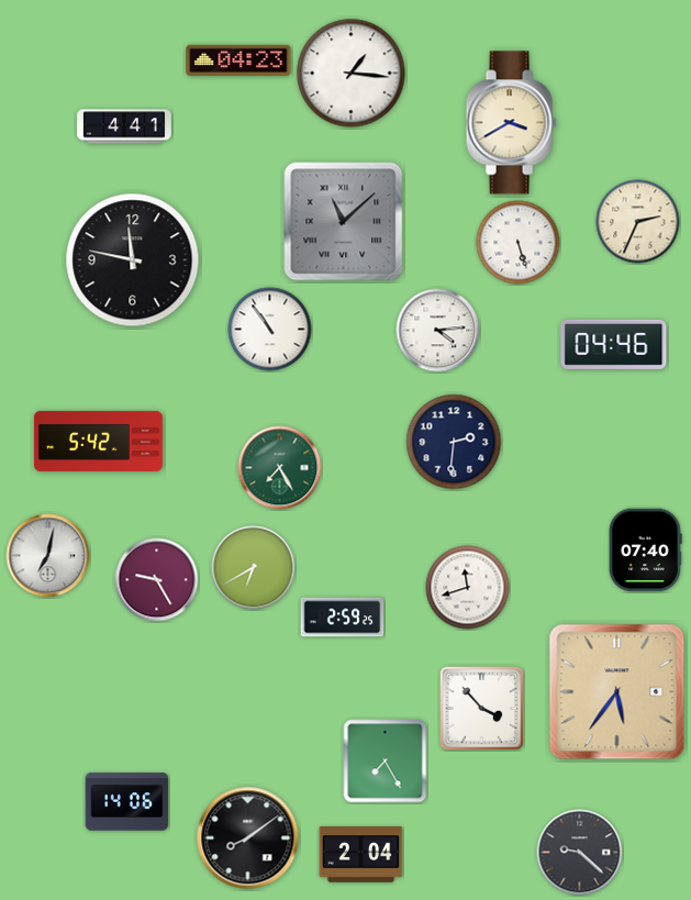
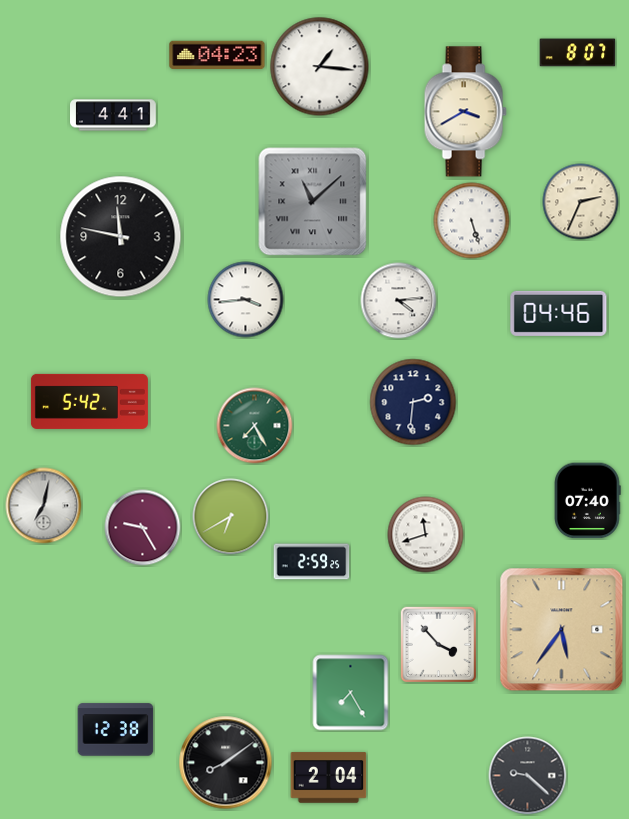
clock at (578, 53): none -> 8:07
clock at (270, 330): 10:54 -> 3:44
clock at (127, 802): 14:06 -> 12:38
